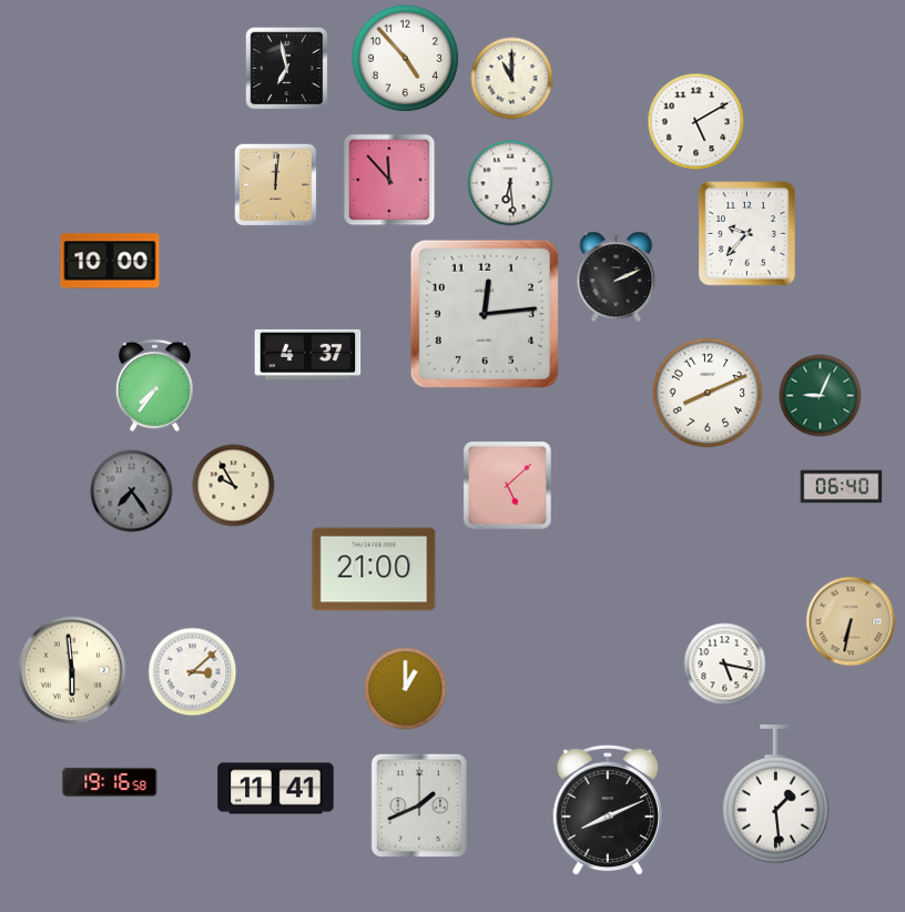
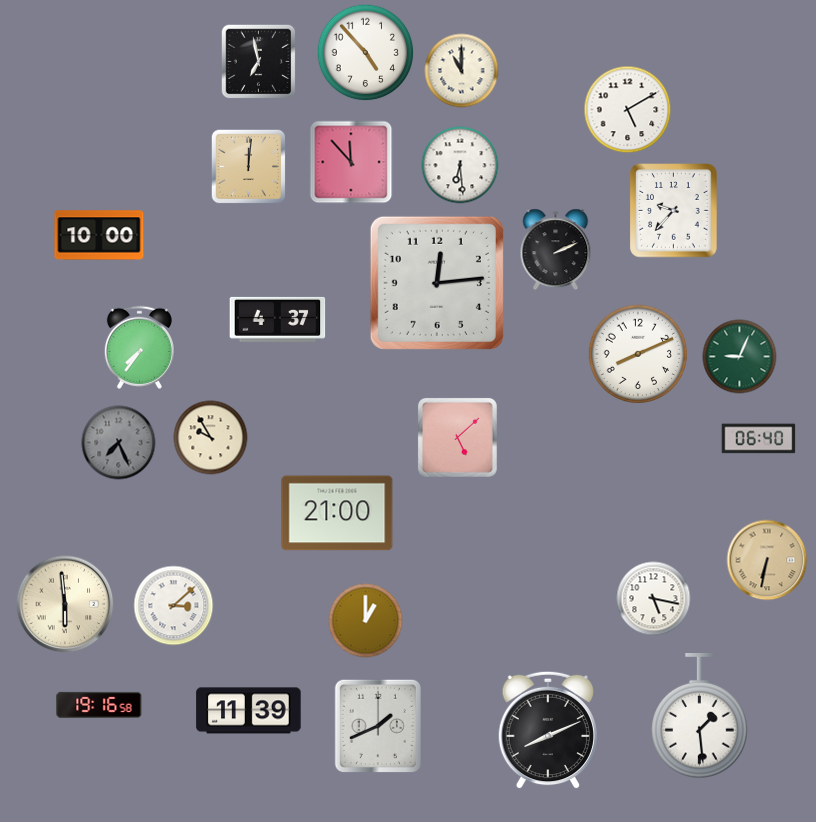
clock at (132, 492): 7:24 -> 7:26
clock at (276, 789): 11:41 -> 11:39
